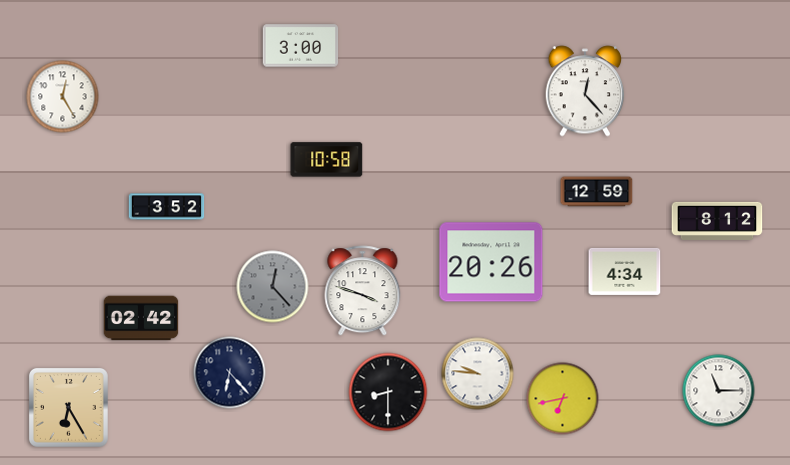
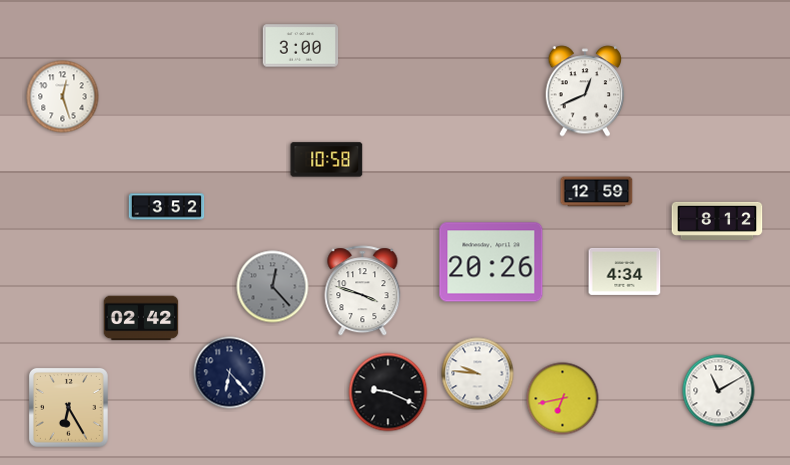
clock at (585, 91): 12:23 -> 12:41
clock at (63, 97): 12:25 -> 12:27
clock at (719, 391): 11:15 -> 11:10
clock at (388, 392): 8:30 -> 9:19
